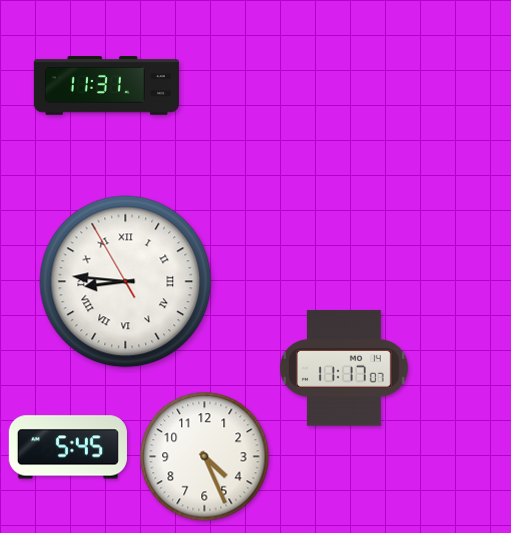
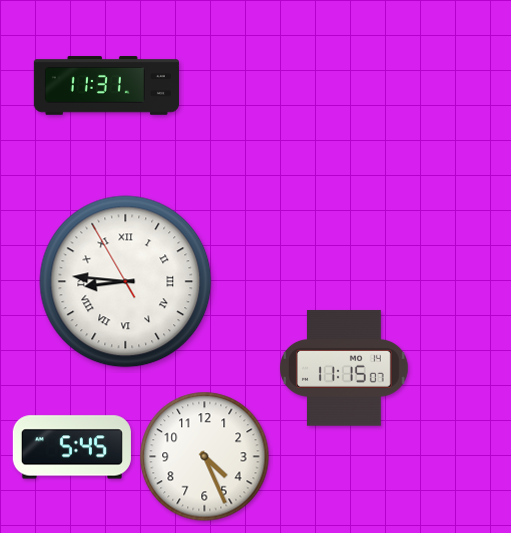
clock at (344, 368): 11:17 -> 11:15
clock at (68, 447) position: (68, 447) -> (72, 447)
